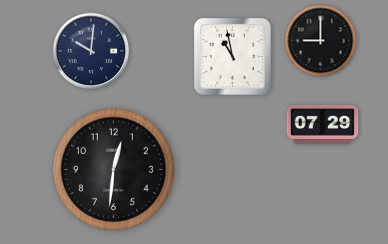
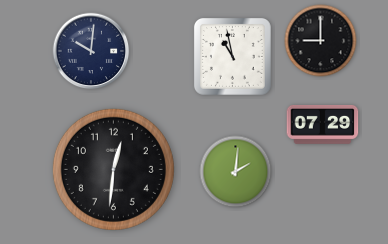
clock at (236, 172): none -> 2:01
